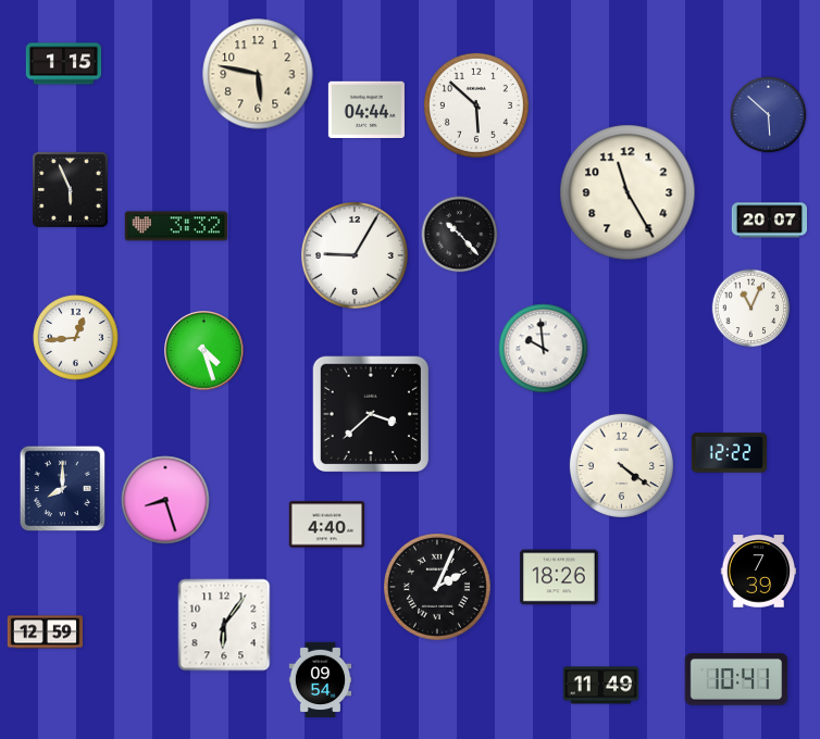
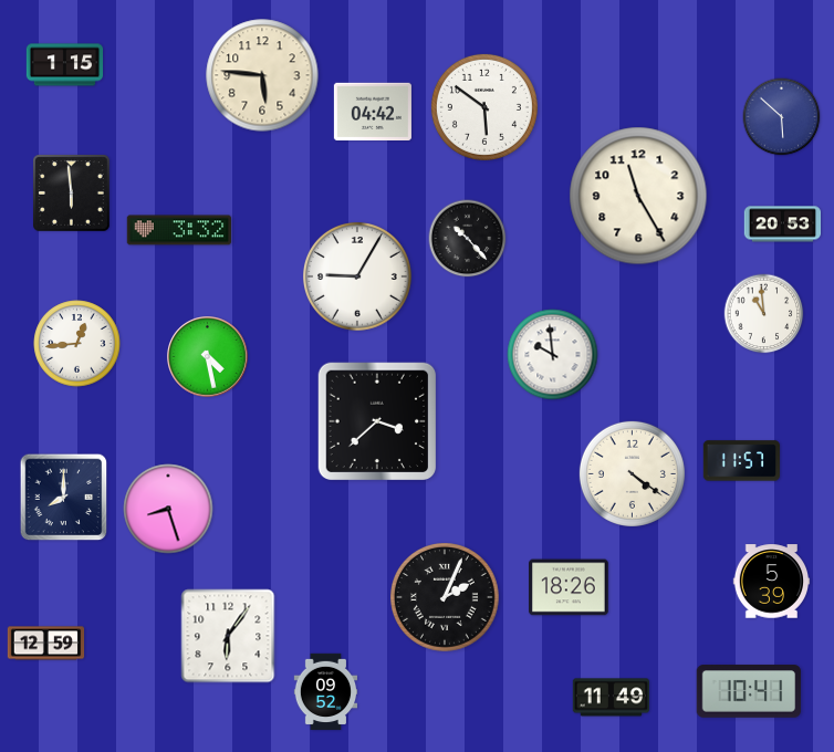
clock at (258, 74): 5:47 -> 5:46
clock at (476, 105): 5:52 -> 5:51
clock at (366, 109): 04:44 -> 04:42
clock at (71, 190): 5:56 -> 5:59
clock at (769, 221): 20:07 -> 20:53
clock at (356, 256) position: (356, 256) -> (358, 278)
clock at (751, 309): 11:04 -> 10:59
clock at (204, 351): 4:27 -> 4:28
clock at (730, 453): 12:22 -> 11:57
clock at (327, 525): 4:40 -> none
clock at (759, 572): 7:39 -> 5:39
clock at (321, 680): 09:54 -> 09:52
